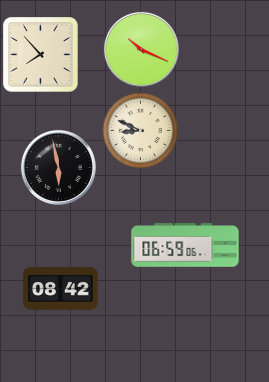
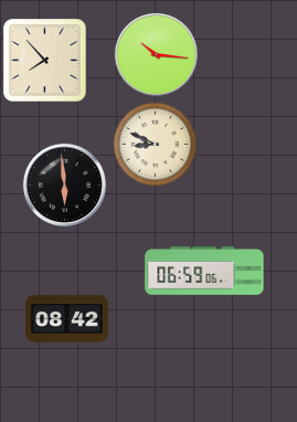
clock at (141, 49): 10:19 -> 10:16
clock at (58, 167): 5:58 -> 5:59
